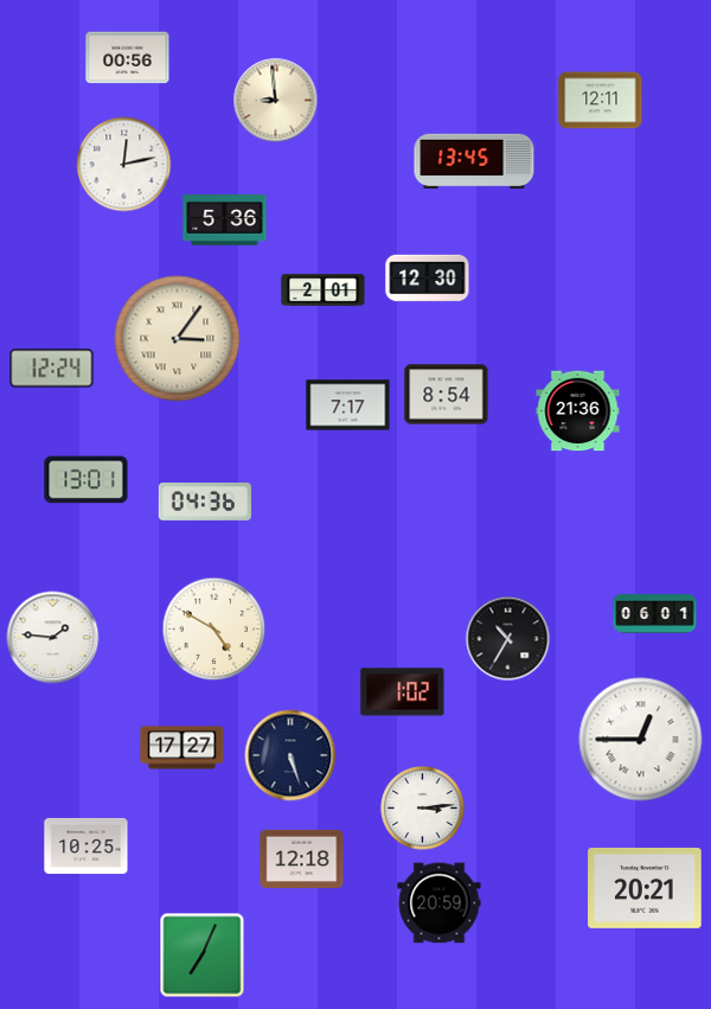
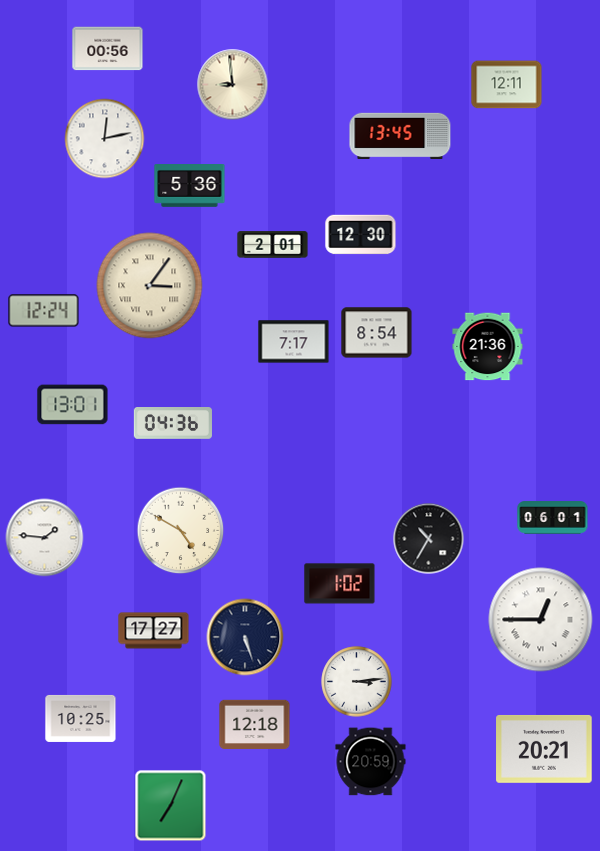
clock at (641, 740) position: (641, 740) -> (541, 620)
clock at (87, 845) position: (87, 845) -> (81, 718)
